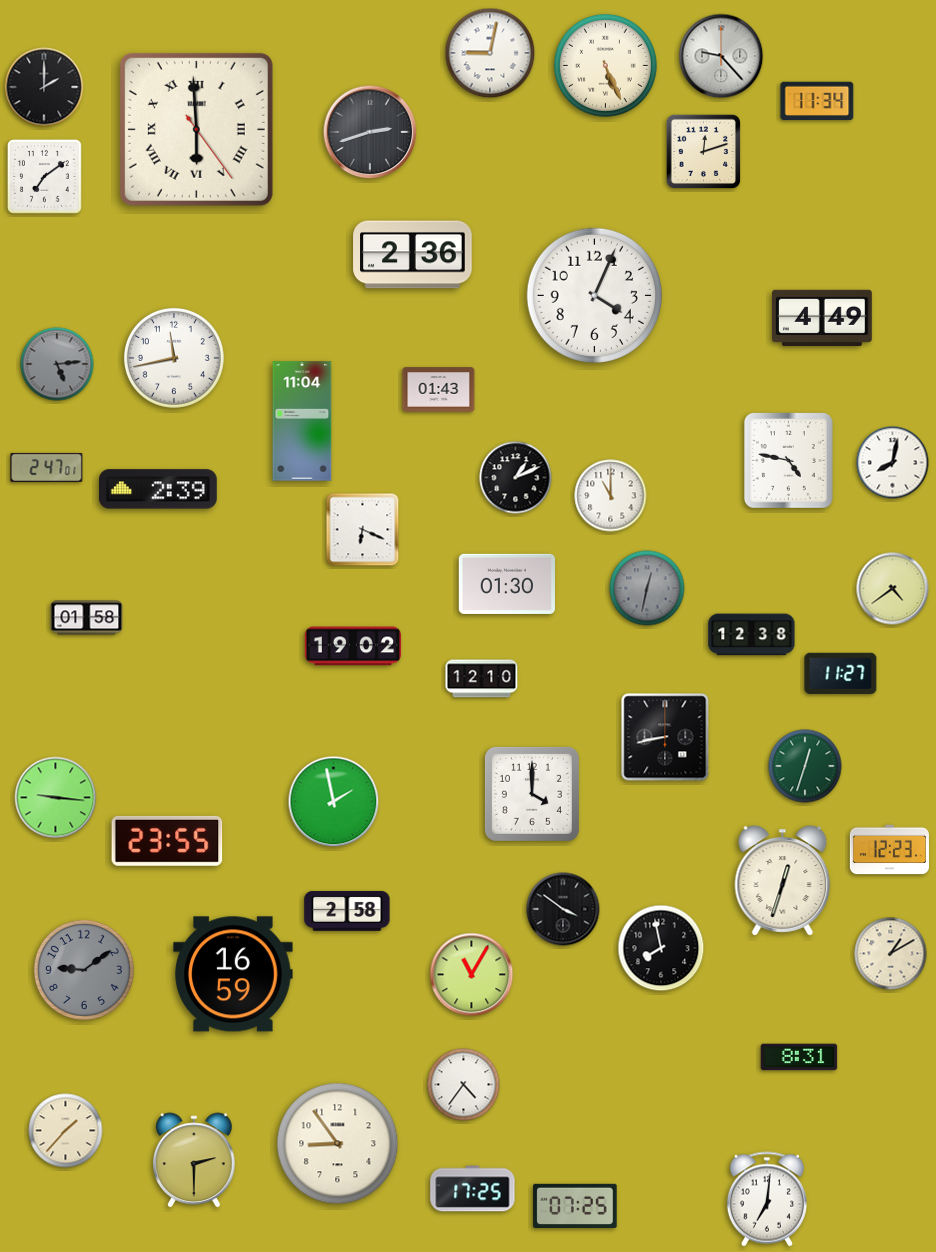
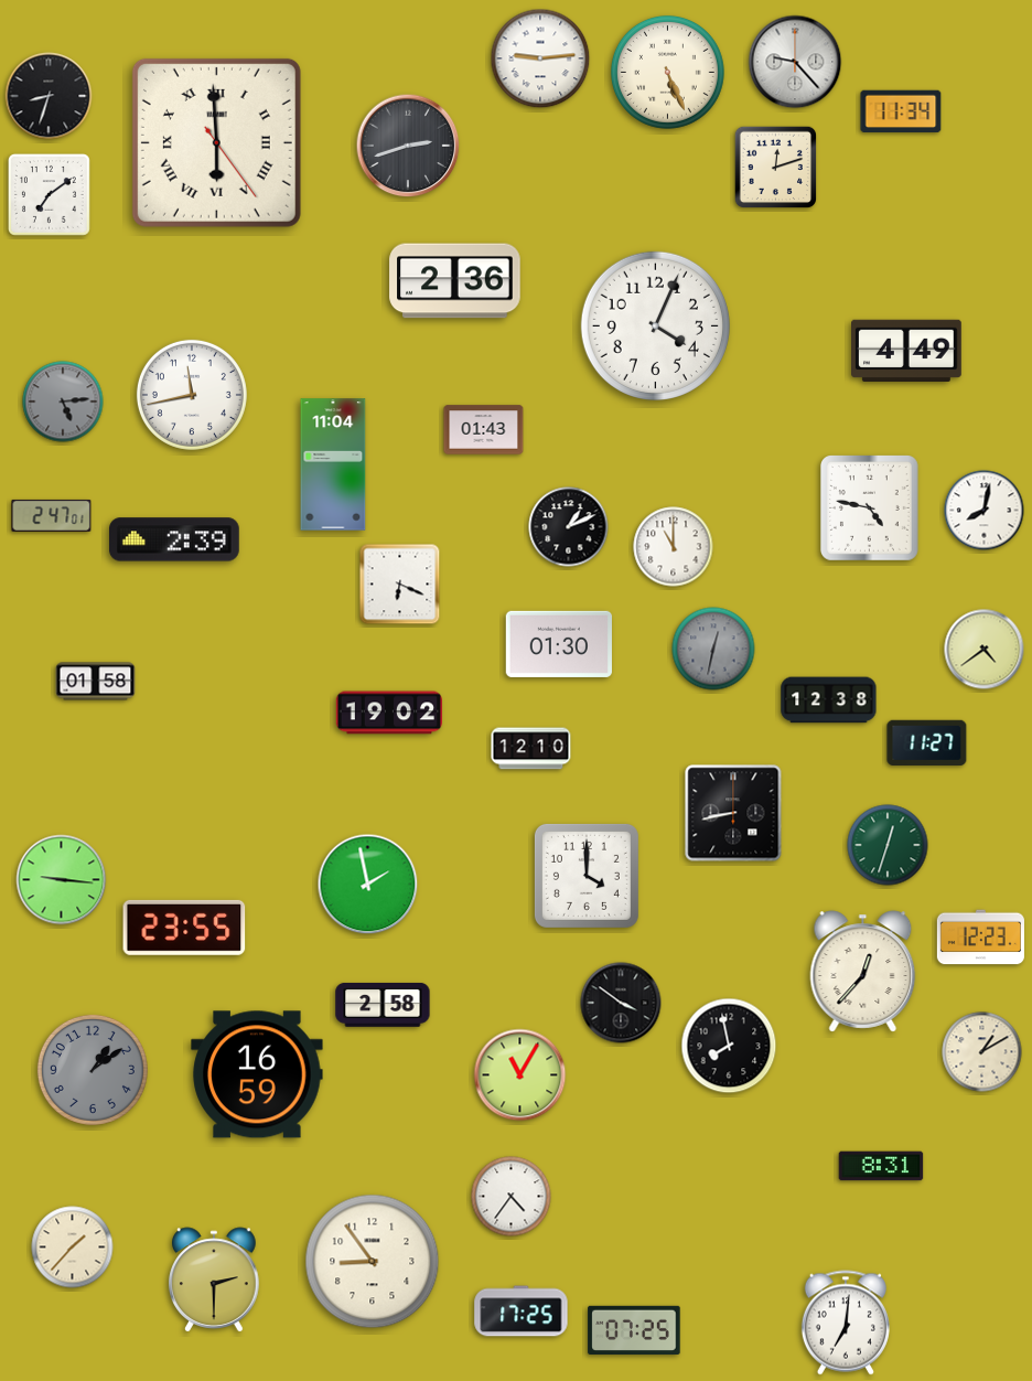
clock at (490, 53): 9:02 -> 9:14
clock at (44, 87): 2:00 -> 8:33
clock at (783, 881): 12:33 -> 12:37
clock at (84, 970): 9:09 -> 1:09
